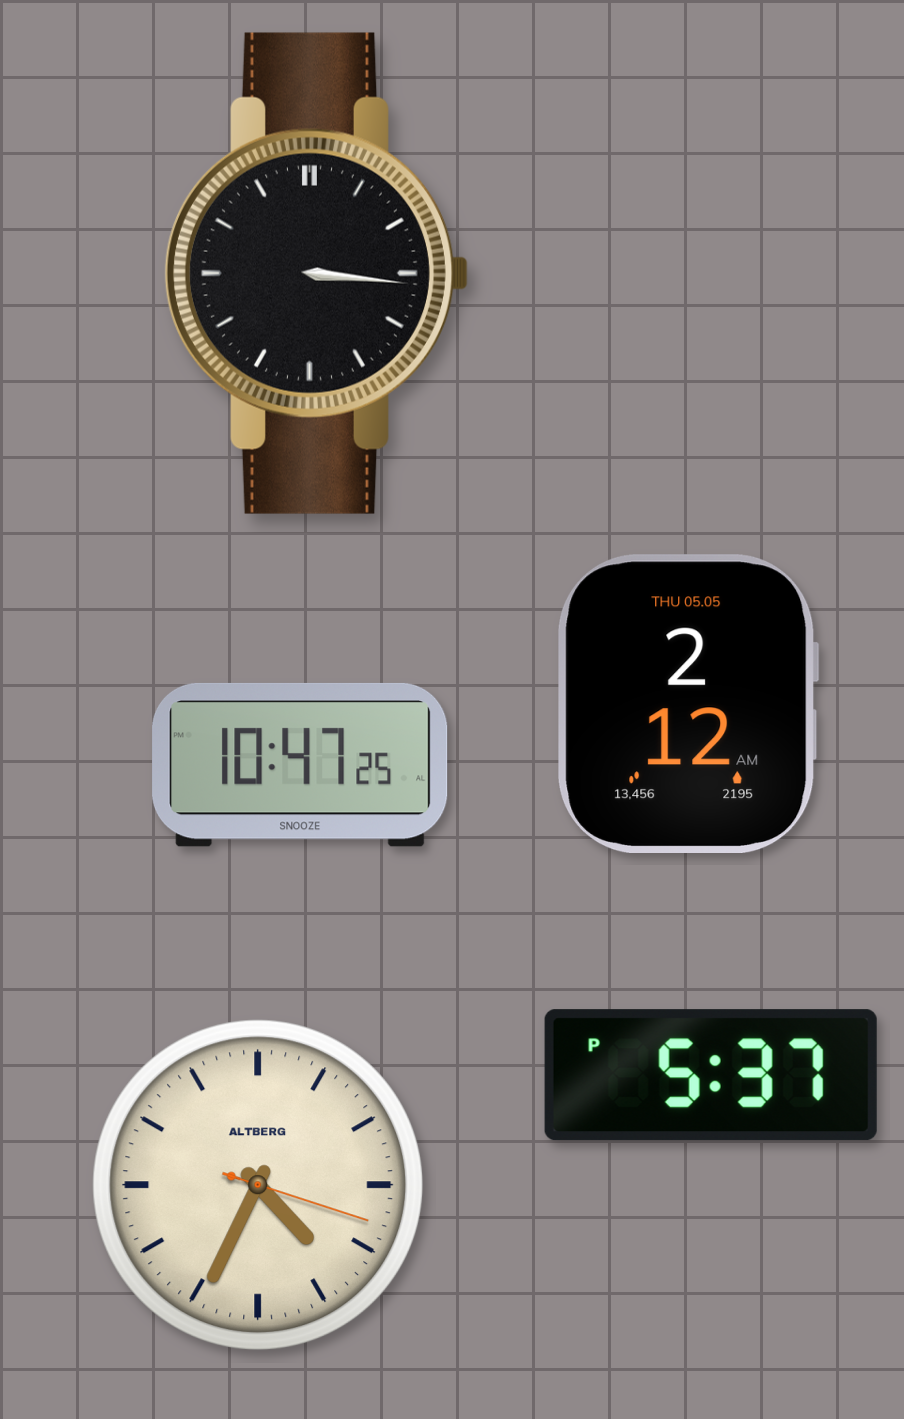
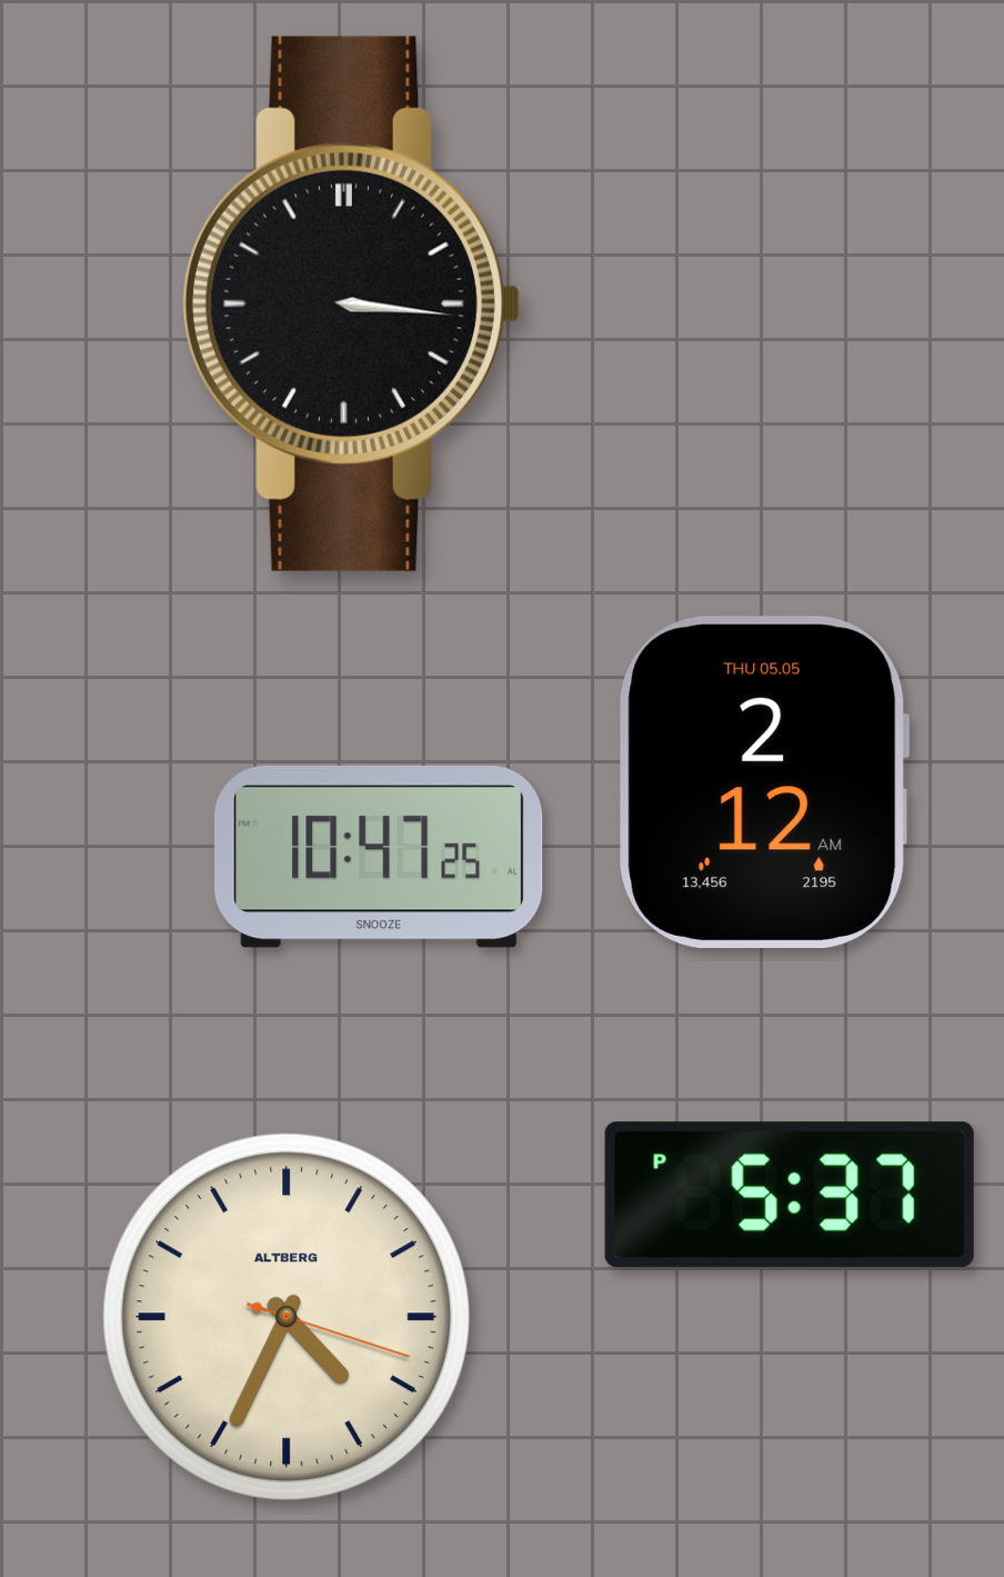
clock at (300, 765) position: (300, 765) -> (379, 857)
